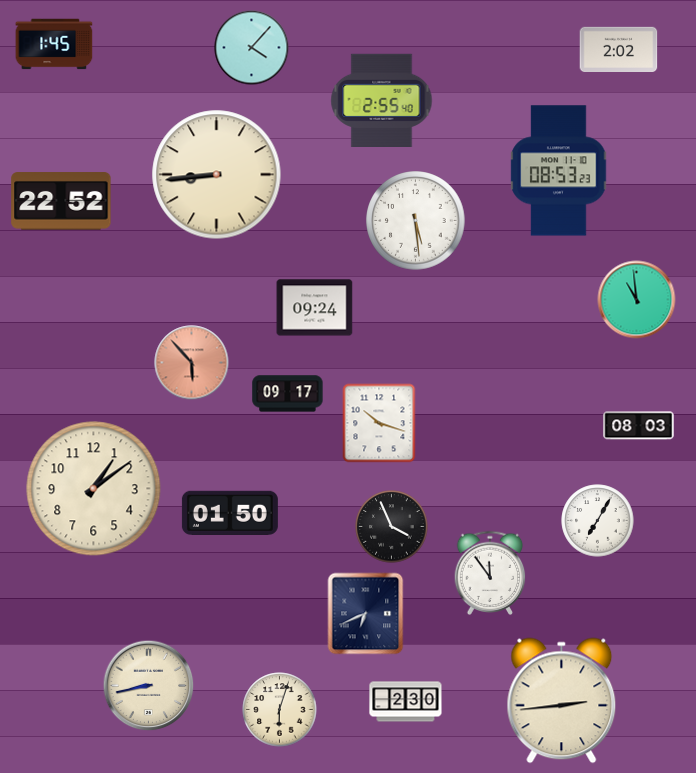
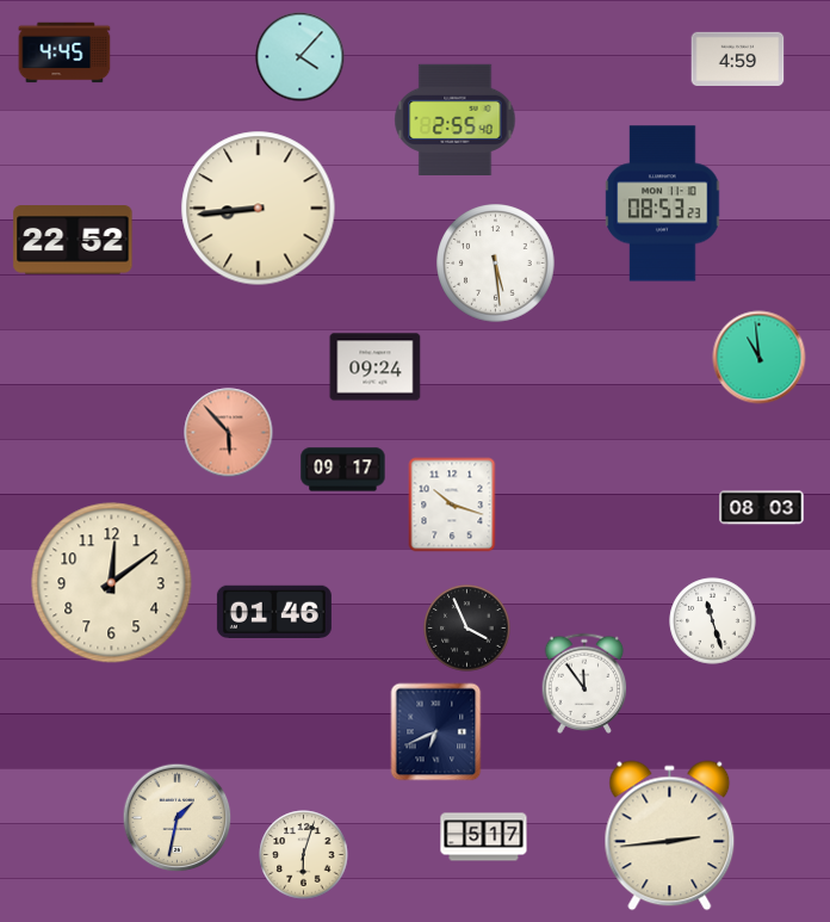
clock at (54, 44): 1:45 -> 4:45
clock at (619, 49): 2:02 -> 4:59
clock at (559, 171) position: (559, 171) -> (663, 204)
clock at (94, 489): 1:09 -> 12:09
clock at (230, 513): 01:50 -> 01:46
clock at (598, 521): 7:05 -> 11:27
clock at (149, 686): 8:43 -> 1:32
clock at (406, 702): 2:30 -> 5:17
clock at (280, 710) position: (280, 710) -> (304, 855)
